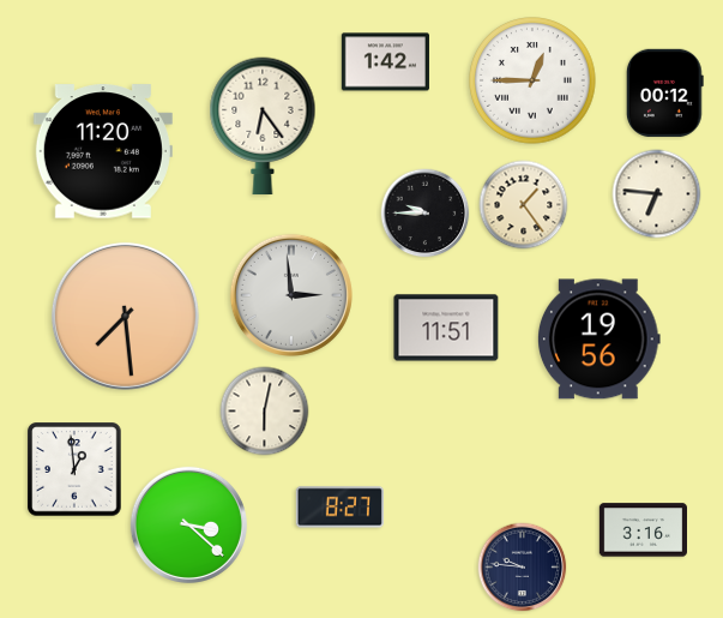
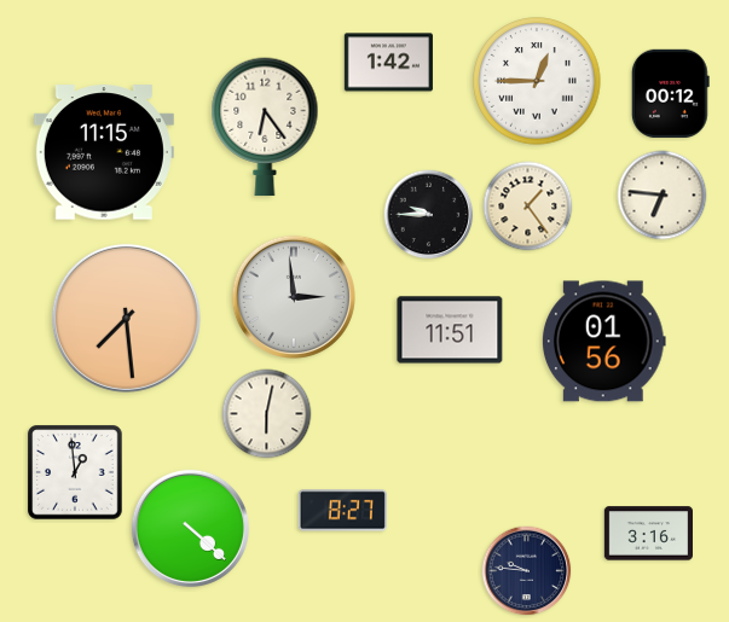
clock at (103, 151): 11:20 -> 11:15
clock at (600, 340): 19:56 -> 01:56
clock at (188, 524): 3:22 -> 4:22
